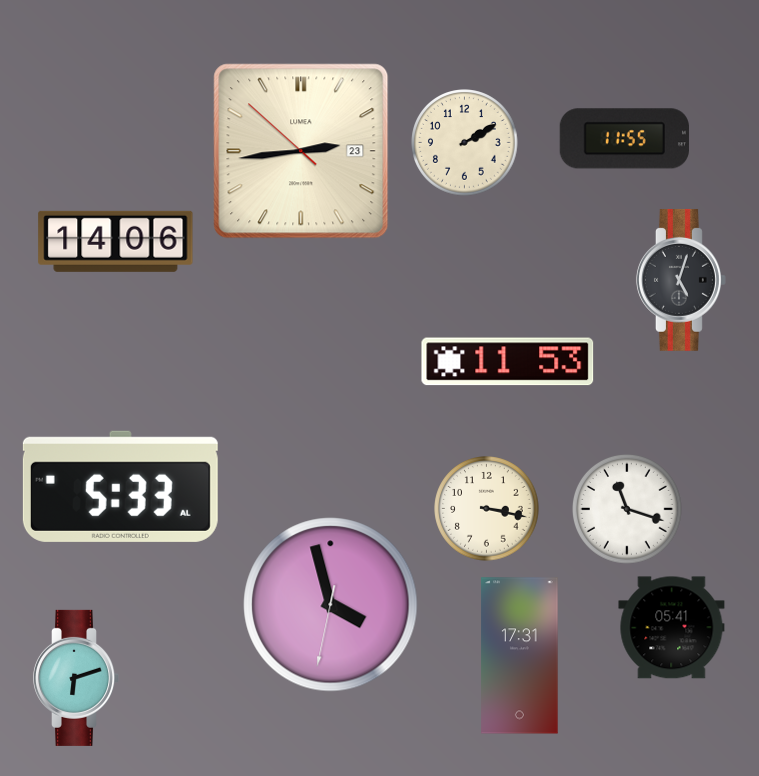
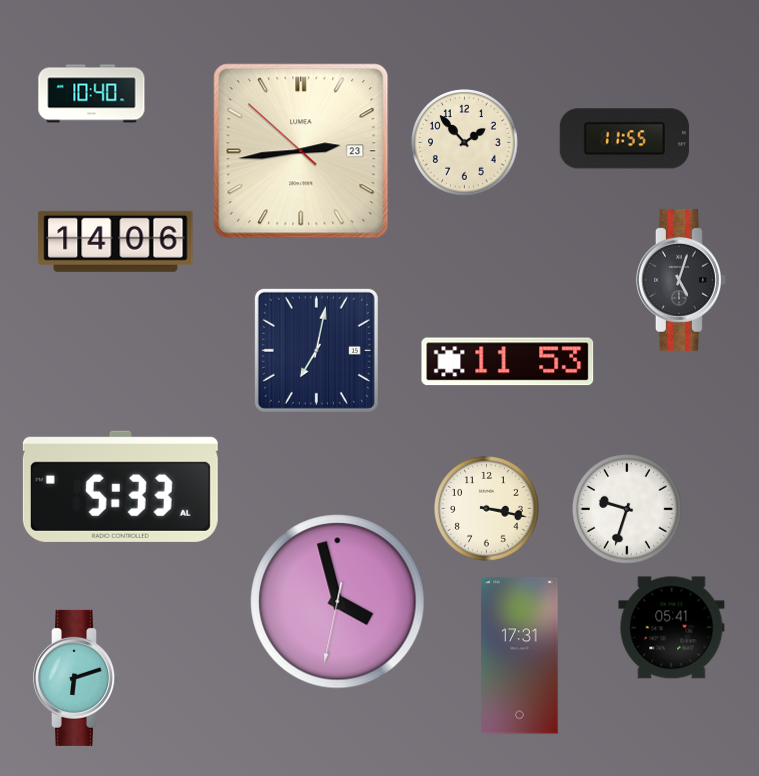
clock at (92, 94): none -> 10:40
clock at (465, 143): 2:10 -> 1:53
clock at (316, 350): none -> 7:02
clock at (628, 510): 11:18 -> 9:33
clock at (331, 605) position: (331, 605) -> (338, 602)
